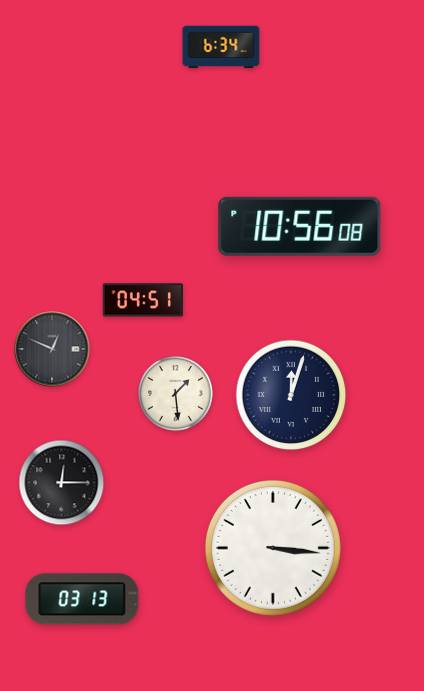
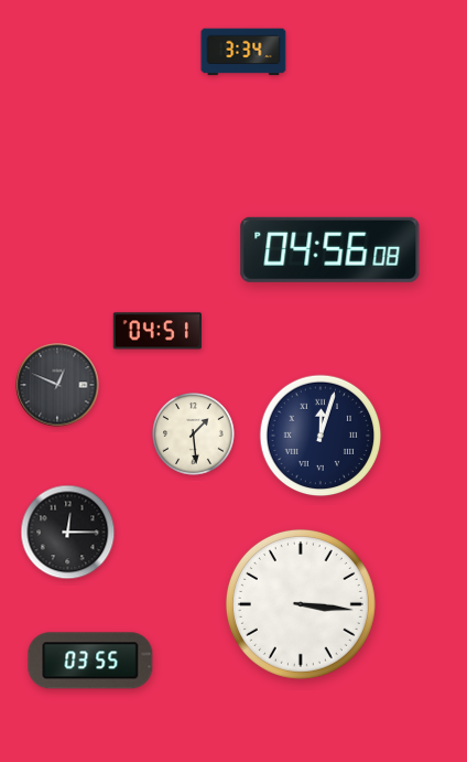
clock at (221, 47): 6:34 -> 3:34
clock at (300, 226): 10:56 -> 04:56
clock at (82, 599): 03:13 -> 03:55
